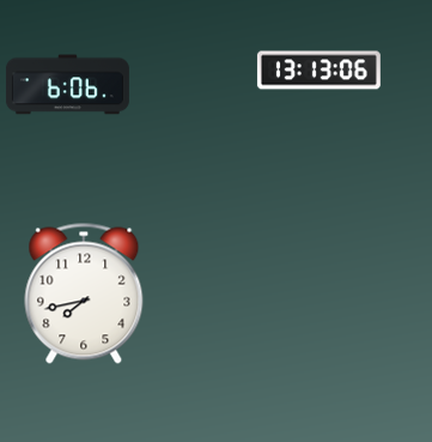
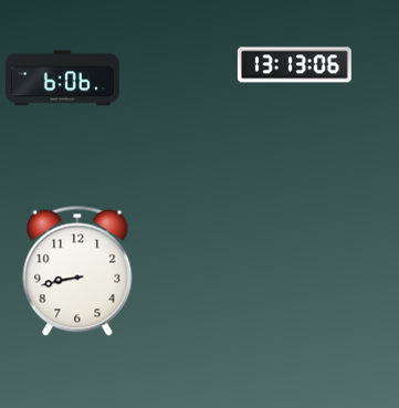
clock at (84, 293): 7:43 -> 8:43
